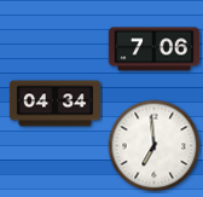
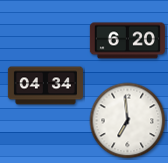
clock at (153, 50): 7:06 -> 6:20
